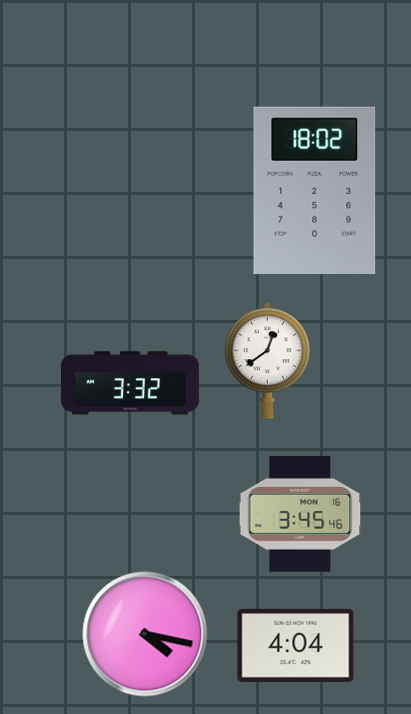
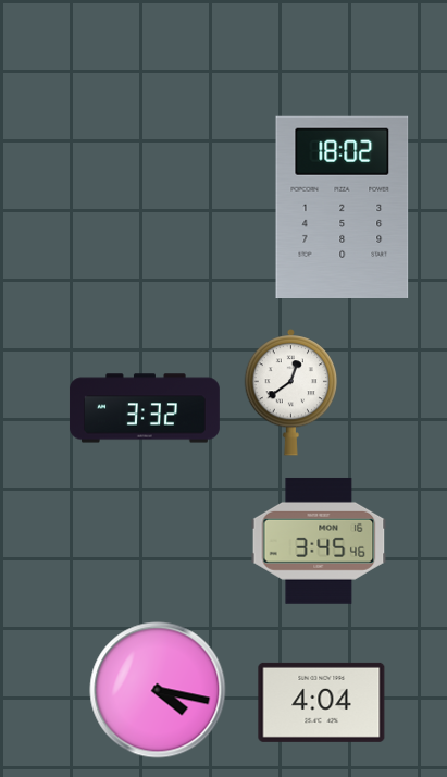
clock at (130, 383) position: (130, 383) -> (145, 408)
clock at (300, 514) position: (300, 514) -> (319, 541)
